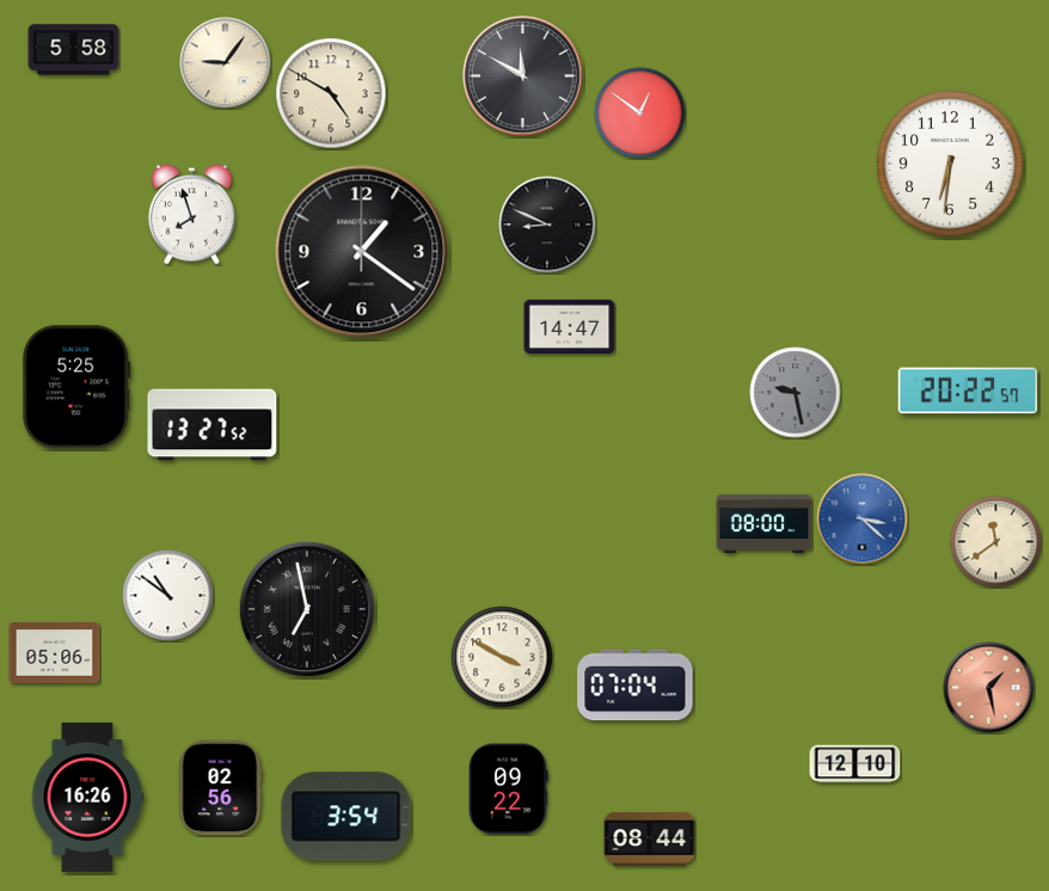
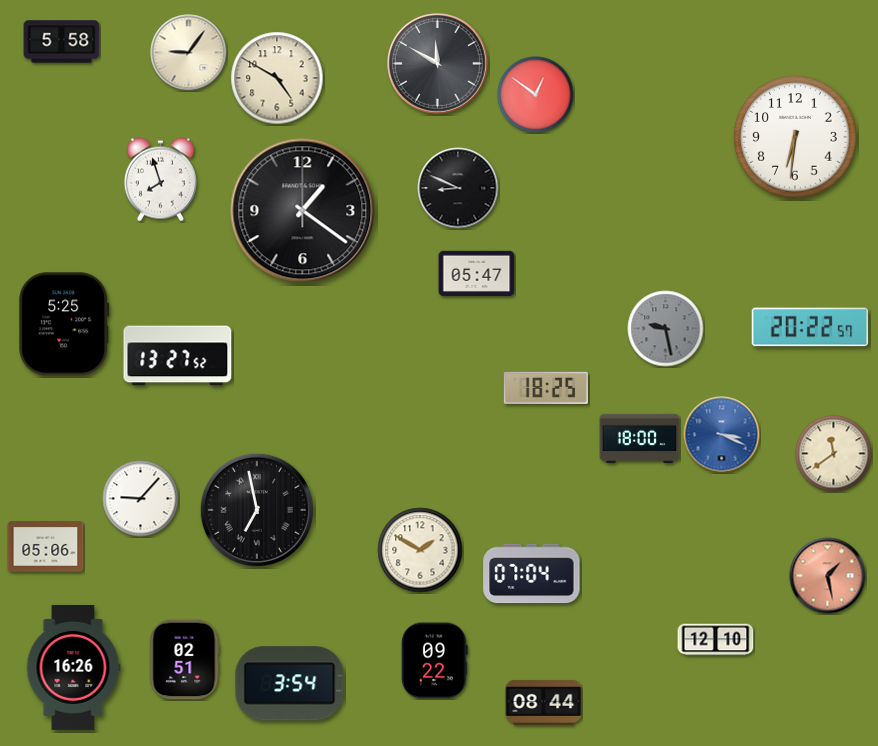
clock at (570, 326): 14:47 -> 05:47
clock at (546, 388): none -> 18:25
clock at (863, 520): 3:22 -> 3:19
clock at (765, 523): 08:00 -> 18:00
clock at (168, 596): 10:51 -> 9:07
clock at (502, 657): 3:50 -> 1:50
clock at (220, 788): 02:56 -> 02:51
clock at (509, 789) position: (509, 789) -> (435, 661)
